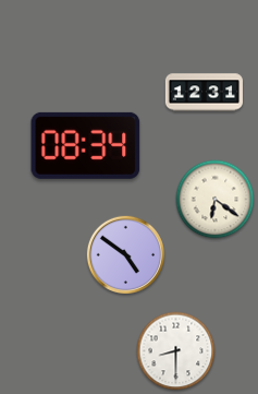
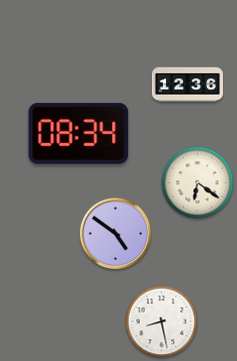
clock at (204, 93): 12:31 -> 12:36
clock at (176, 351): 8:30 -> 8:28
